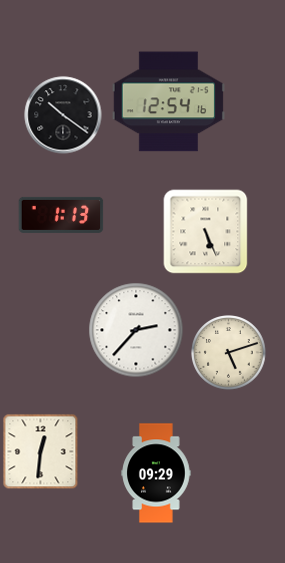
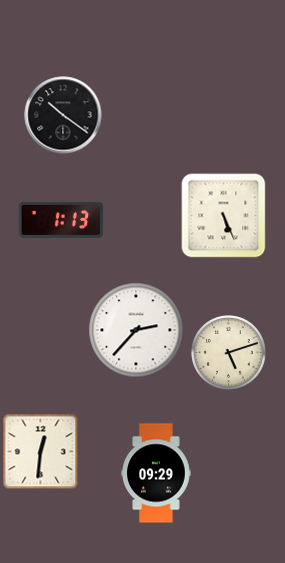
clock at (168, 102): 12:54 -> none
clock at (61, 215) position: (61, 215) -> (61, 220)
clock at (206, 232) position: (206, 232) -> (224, 216)
